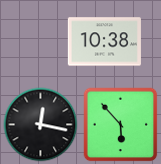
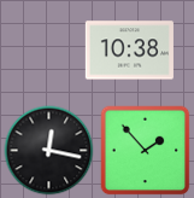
clock at (104, 42) position: (104, 42) -> (129, 51)
clock at (121, 125): 5:53 -> 1:53
